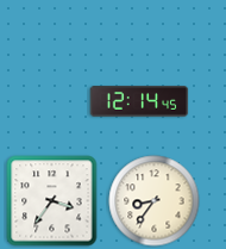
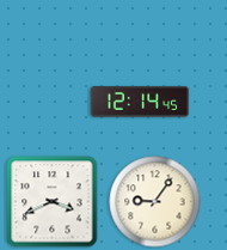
clock at (52, 201): 3:36 -> 3:41
clock at (155, 201): 8:36 -> 9:06
